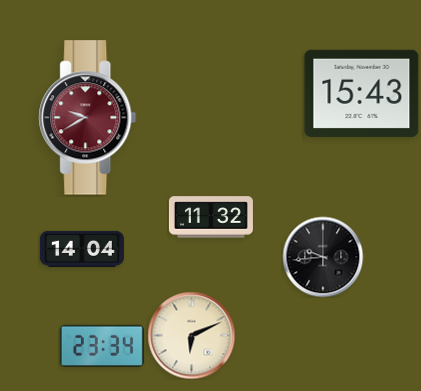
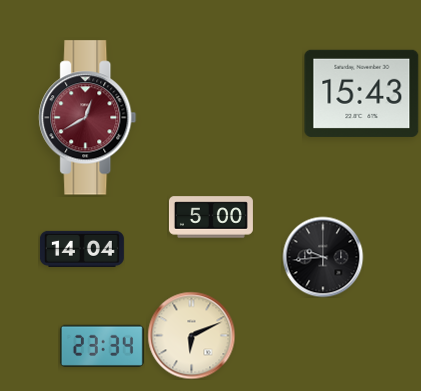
clock at (88, 118): 9:40 -> 12:40
clock at (211, 217): 11:32 -> 5:00
